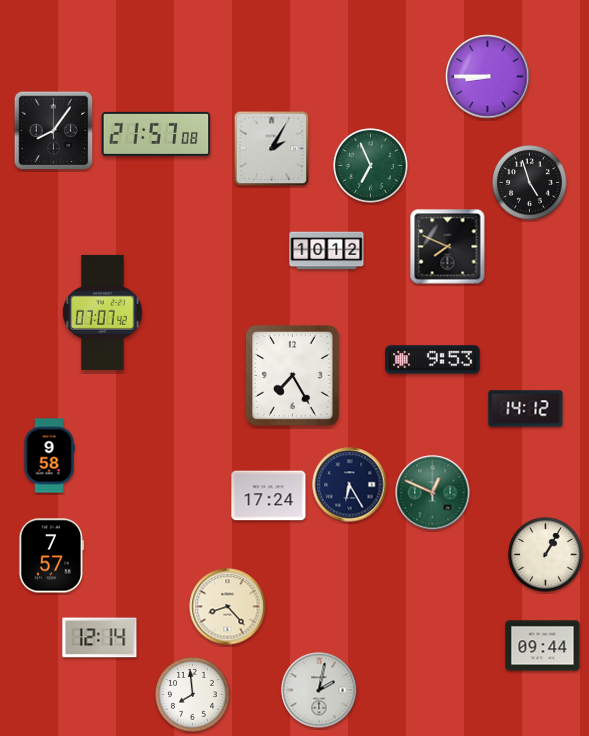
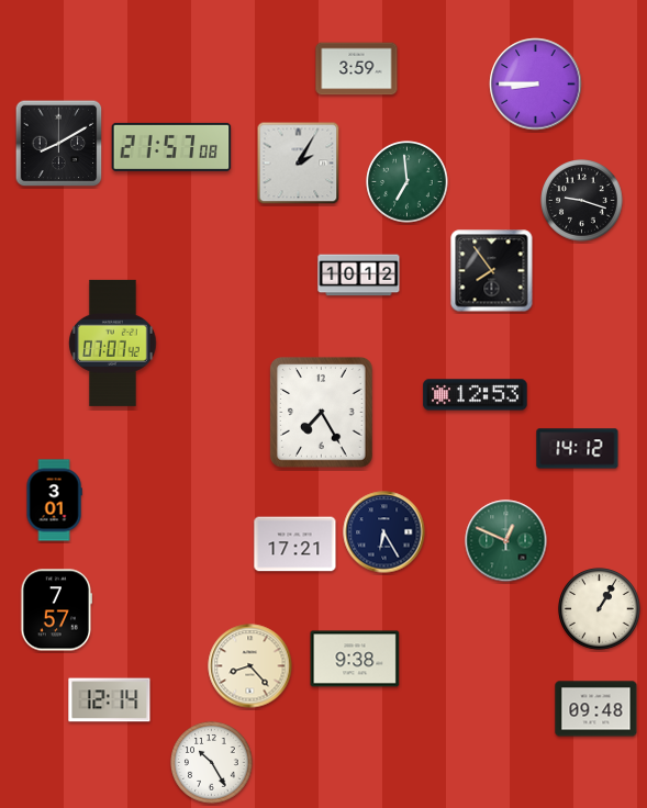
clock at (357, 69): none -> 3:59
clock at (54, 131): 8:06 -> 8:10
clock at (371, 166): 6:56 -> 6:59
clock at (530, 183): 4:57 -> 9:18
clock at (448, 247): 7:49 -> 7:54
clock at (433, 360): 9:53 -> 12:53
clock at (49, 456): 9:58 -> 3:01
clock at (433, 493) position: (433, 493) -> (506, 541)
clock at (269, 496): 17:24 -> 17:21
clock at (355, 659): none -> 9:38
clock at (543, 646): 09:44 -> 09:48
clock at (319, 690): 2:02 -> none
clock at (193, 695): 7:59 -> 10:25
